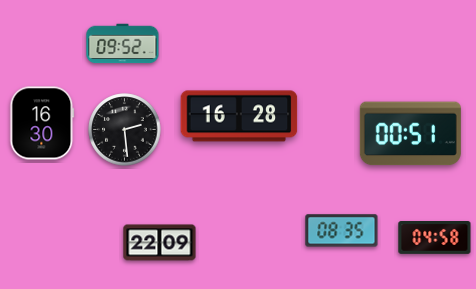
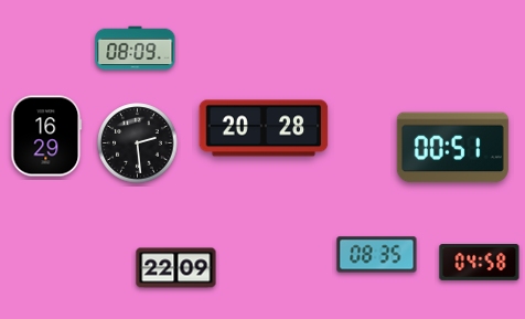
clock at (123, 44): 09:52 -> 08:09
clock at (239, 116): 16:28 -> 20:28
clock at (42, 123): 16:30 -> 16:29
